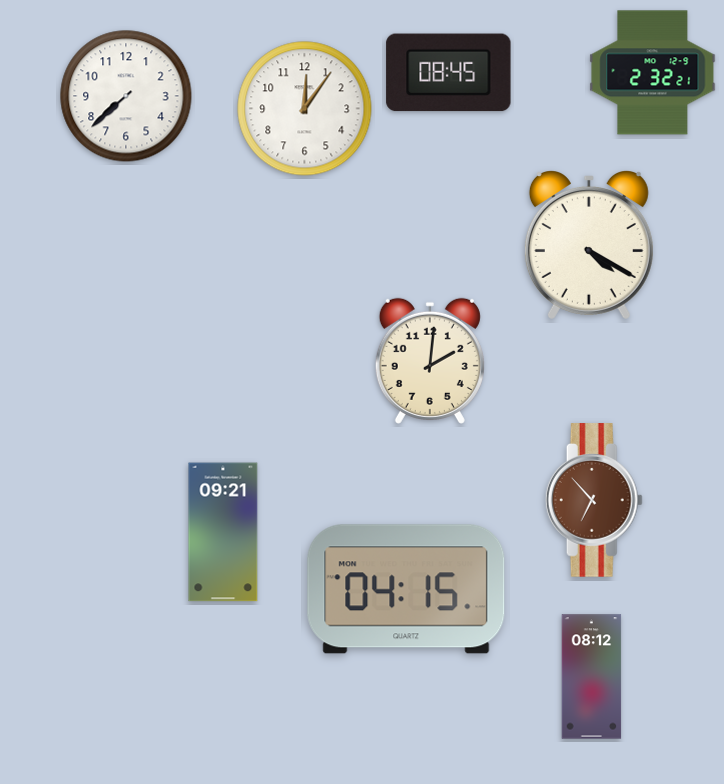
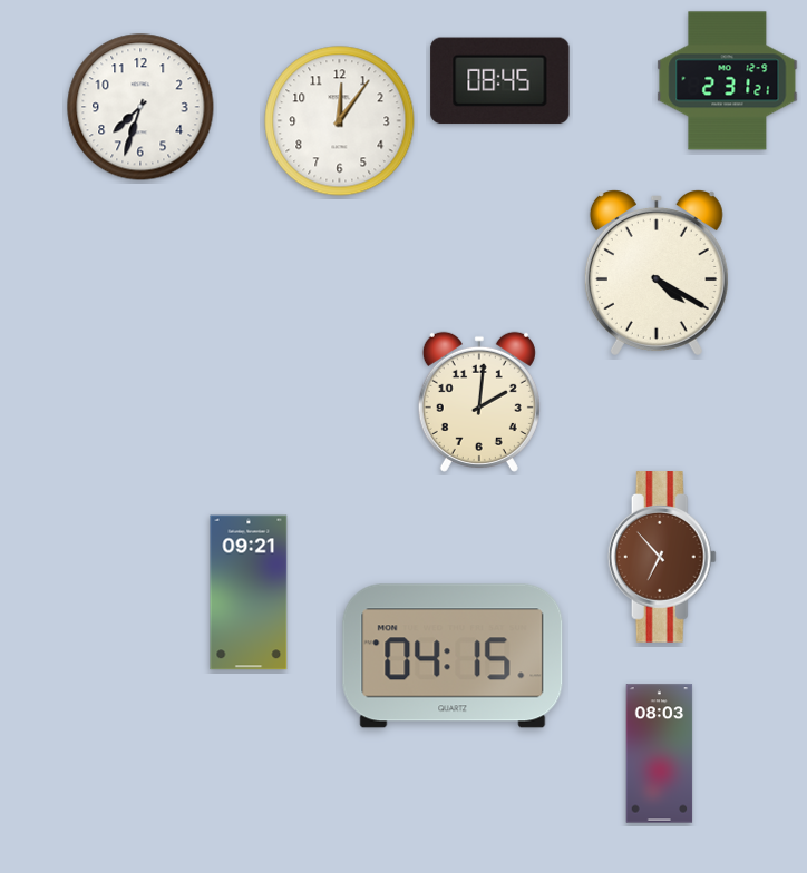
clock at (653, 73): 2:32 -> 2:31
clock at (126, 96): 7:38 -> 7:33
clock at (592, 677): 08:12 -> 08:03
